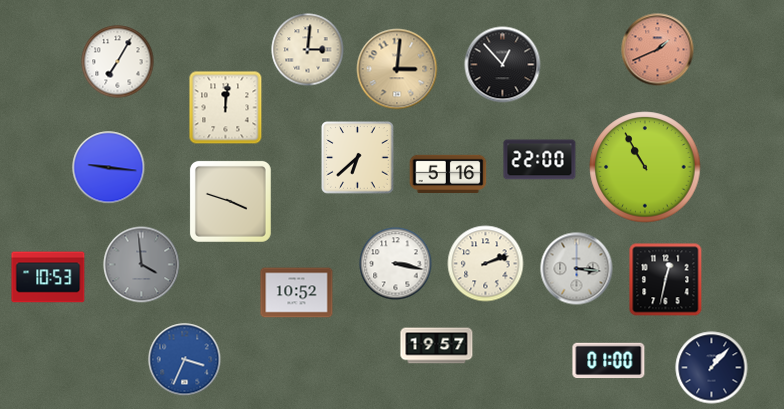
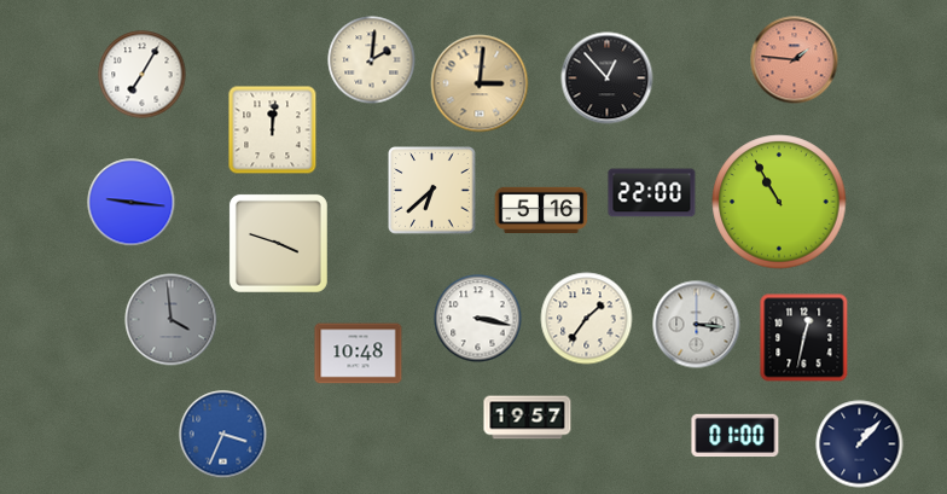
clock at (308, 50): 3:01 -> 2:01
clock at (658, 50): 1:41 -> 1:46
clock at (486, 264): 2:12 -> 1:36
clock at (48, 277): 10:53 -> none
clock at (297, 293): 10:52 -> 10:48
